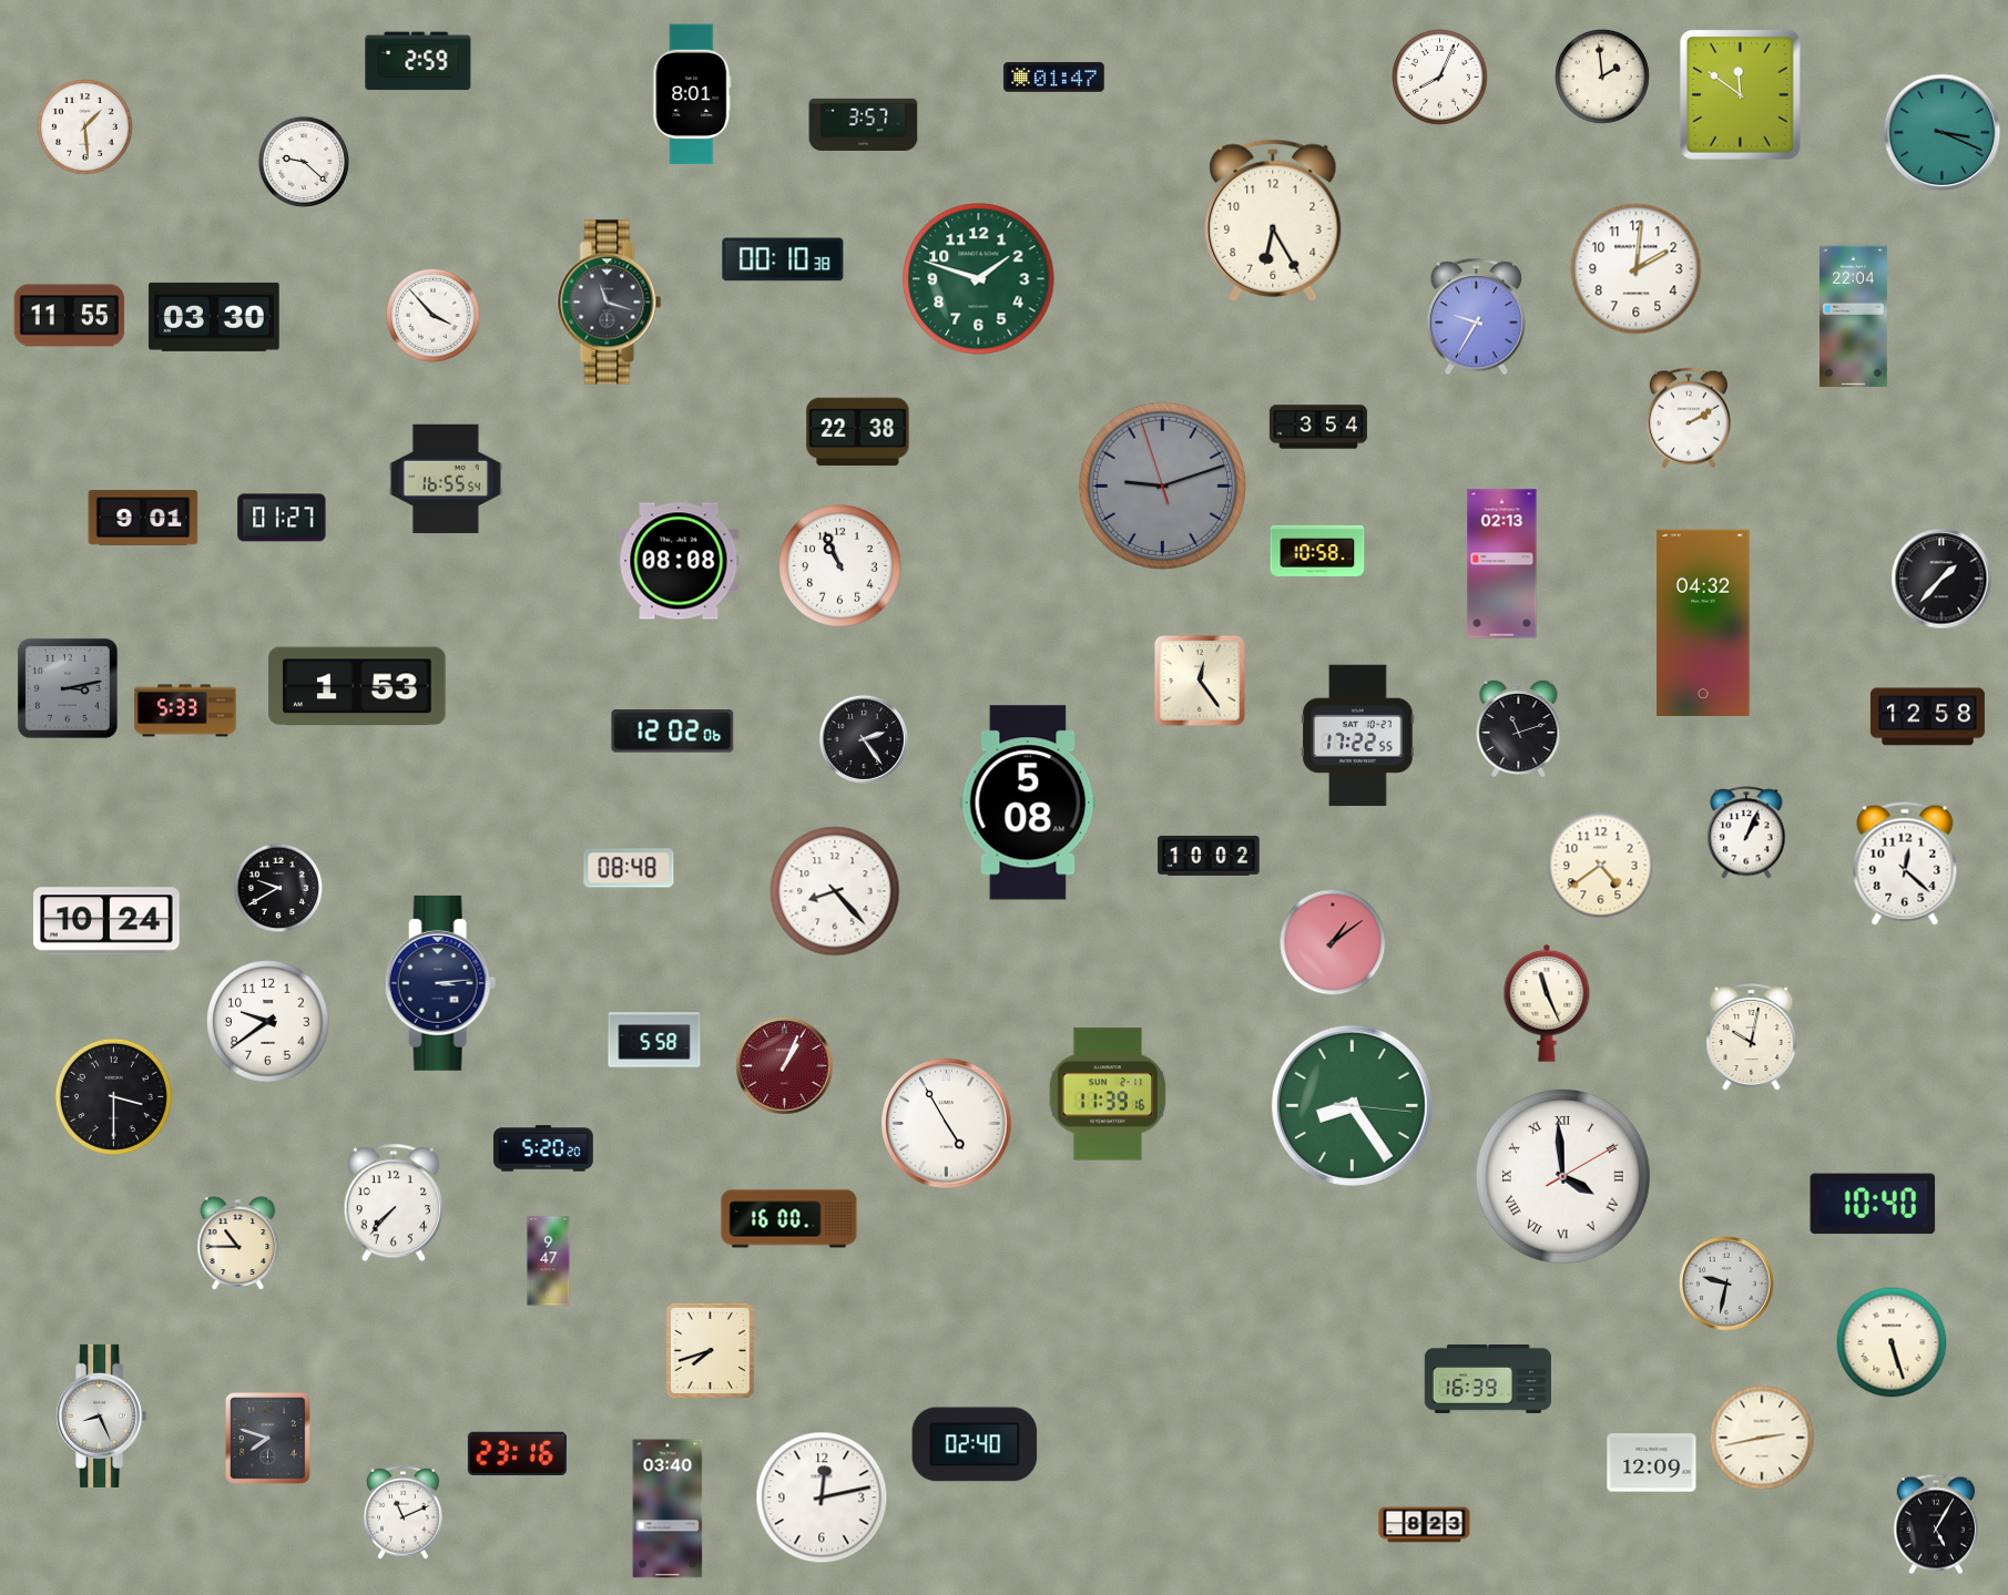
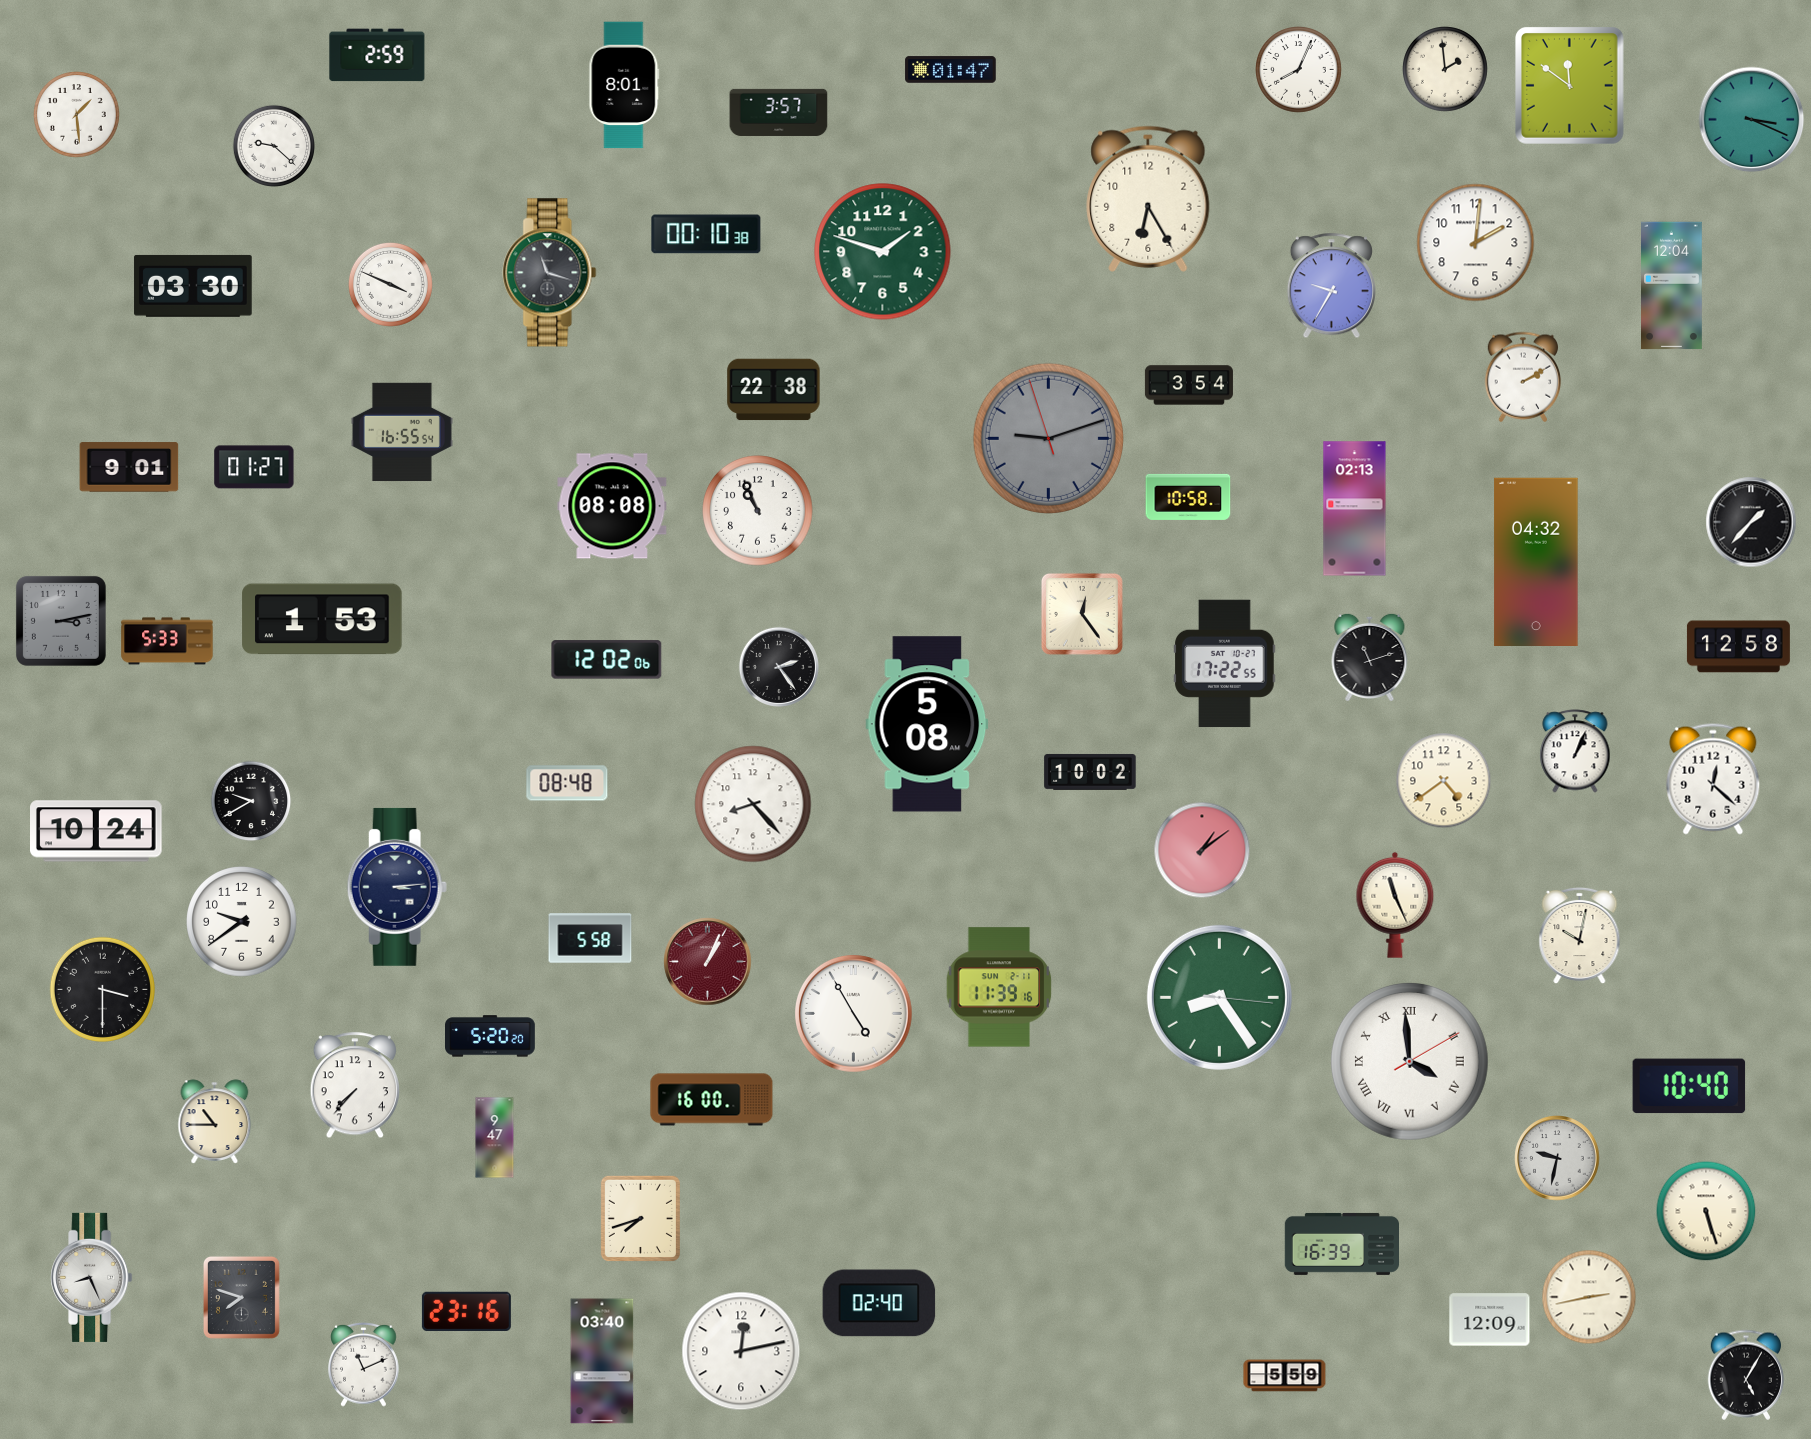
clock at (432, 315): 3:53 -> 3:49
clock at (70, 316): 11:55 -> none
clock at (1854, 317): 22:04 -> 12:04
clock at (1905, 863) position: (1905, 863) -> (1713, 779)
clock at (1425, 1525): 8:23 -> 5:59
